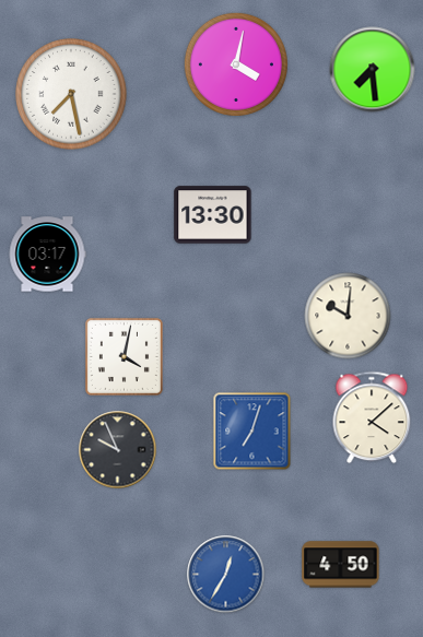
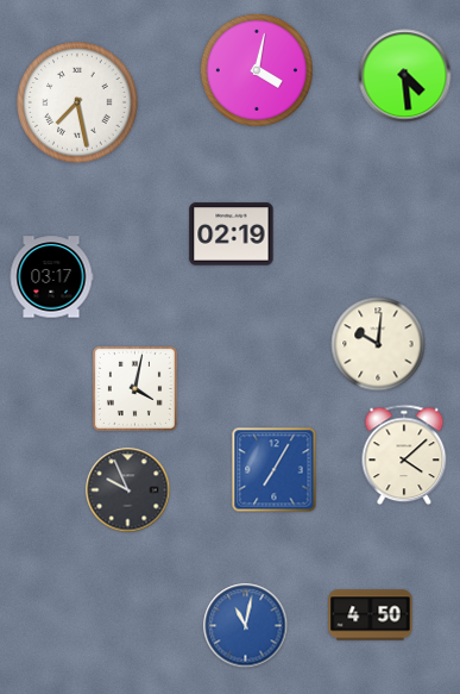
clock at (373, 70): 7:29 -> 4:29
clock at (213, 215): 13:30 -> 02:19
clock at (252, 432): 7:03 -> 7:05
clock at (226, 575): 12:35 -> 11:02
